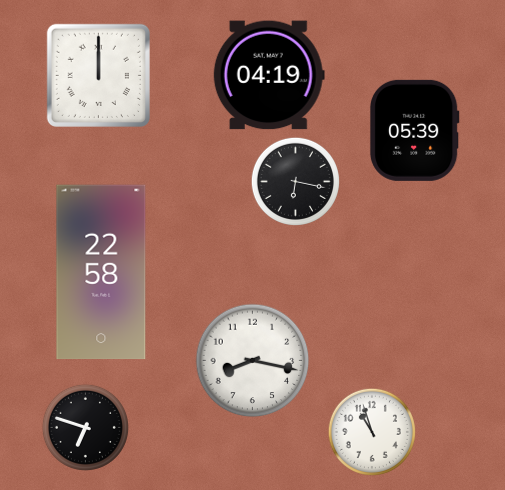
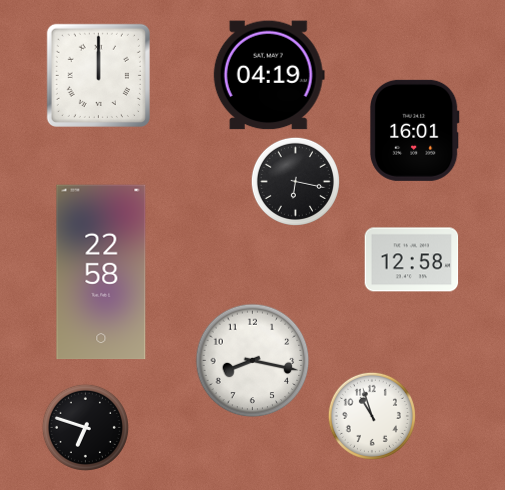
clock at (414, 130): 05:39 -> 16:01
clock at (412, 260): none -> 12:58
clock at (372, 432) position: (372, 432) -> (372, 416)
